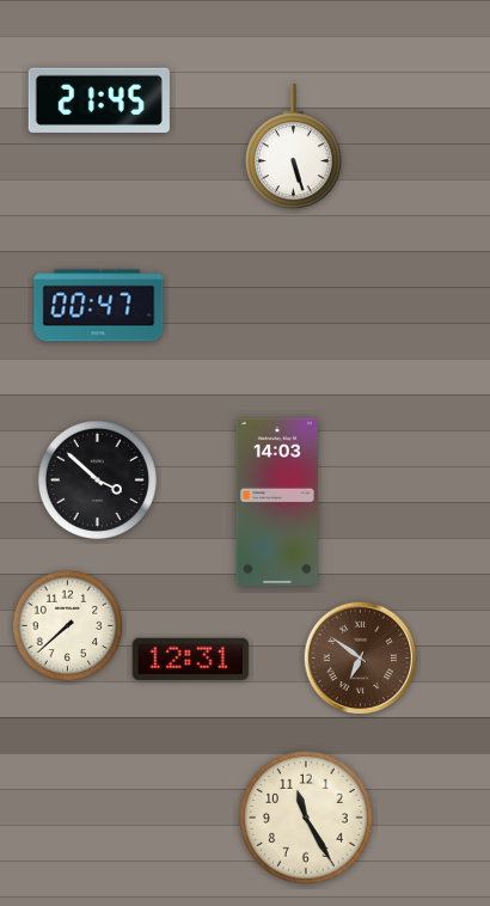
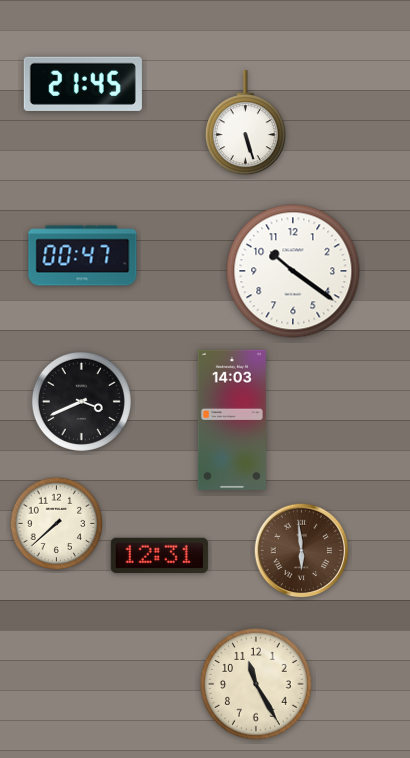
clock at (293, 271): none -> 10:21
clock at (97, 479): 3:52 -> 3:41
clock at (190, 659) position: (190, 659) -> (159, 555)
clock at (361, 659): 6:51 -> 5:59
